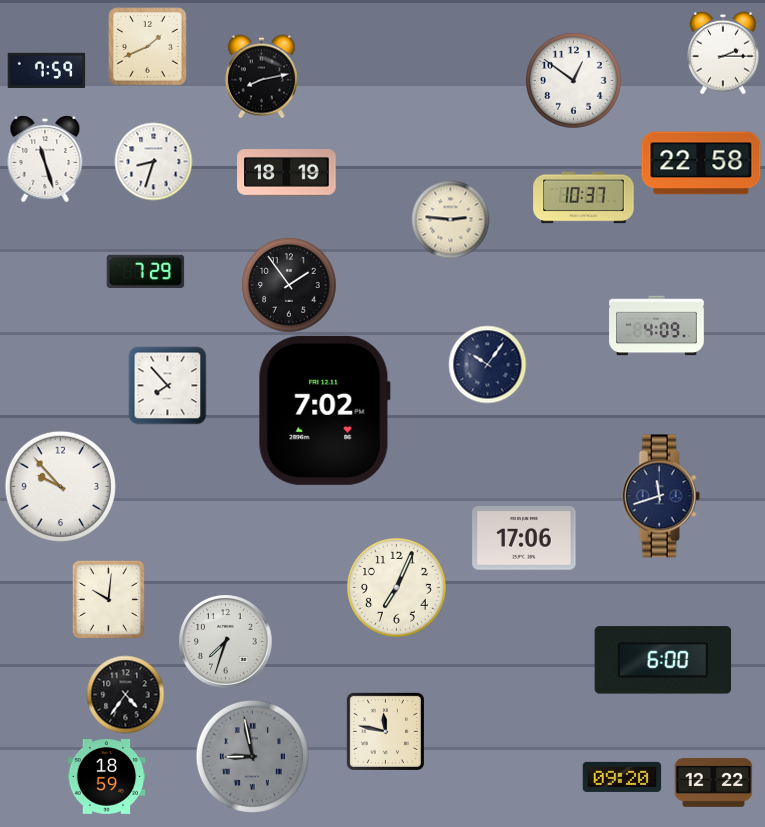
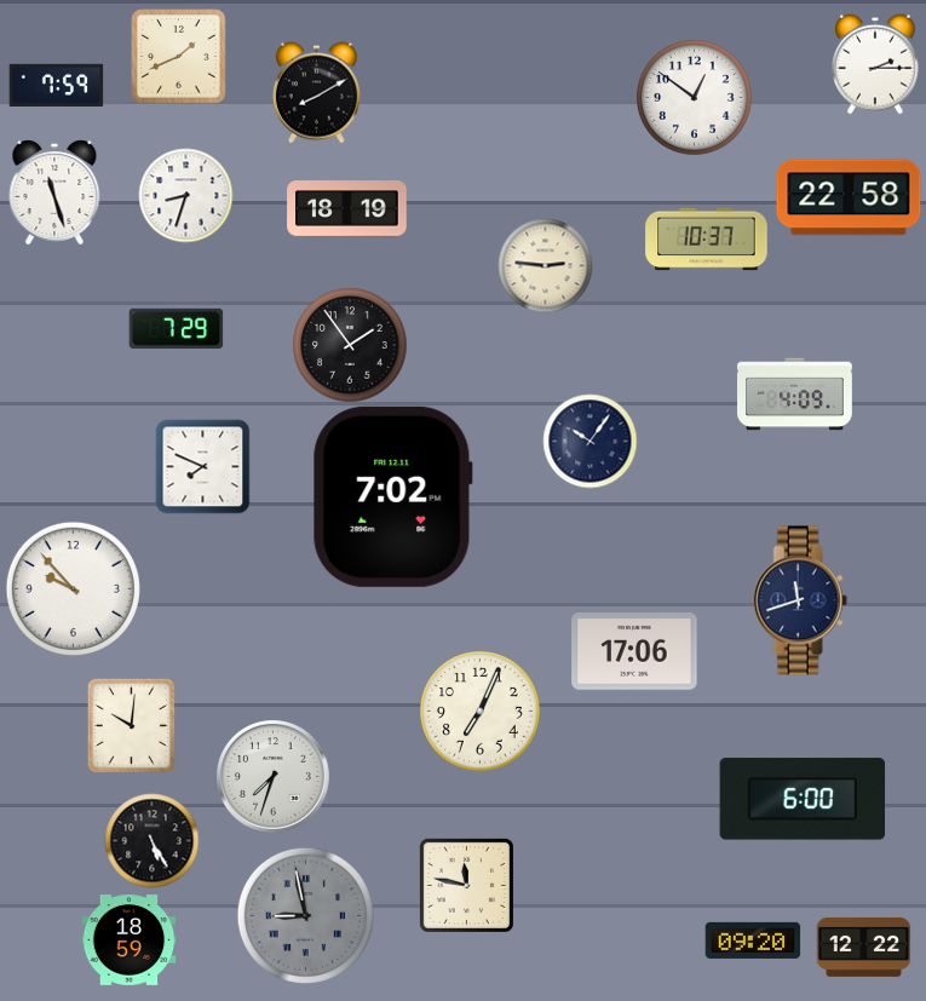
clock at (261, 76): 8:13 -> 8:10
clock at (167, 385): 7:53 -> 7:49
clock at (125, 694): 4:36 -> 5:25
